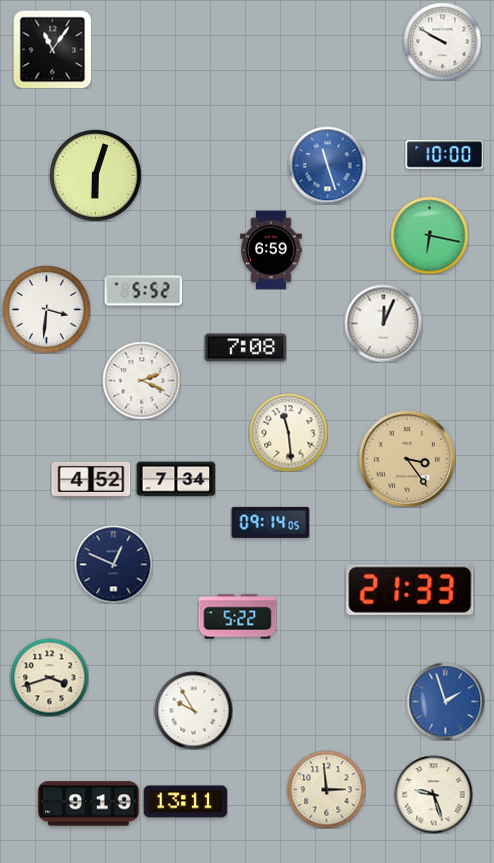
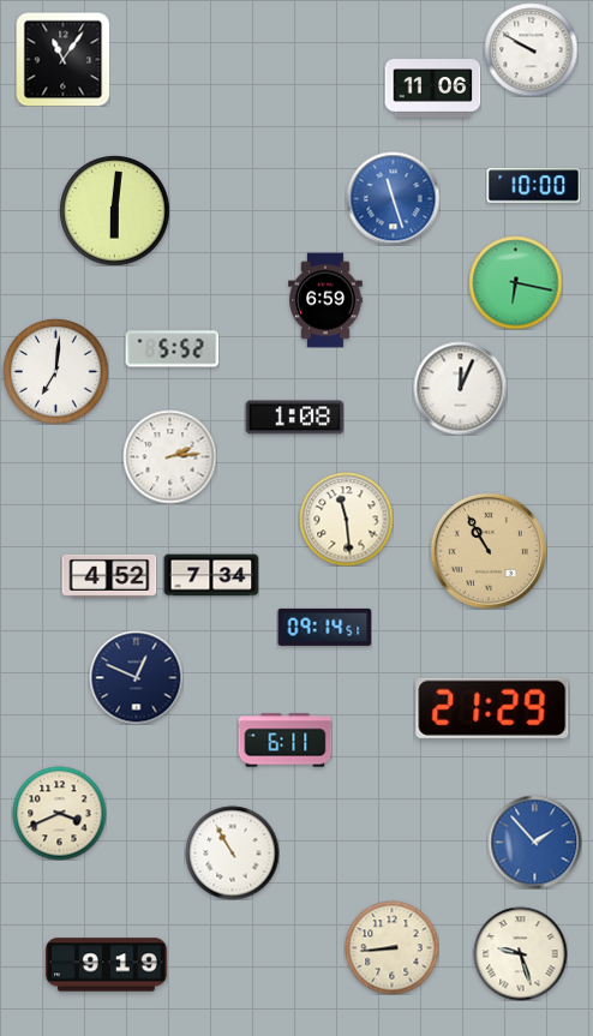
clock at (432, 89): none -> 11:06
clock at (96, 176): 6:03 -> 6:01
clock at (46, 309): 3:31 -> 7:01
clock at (245, 348): 7:08 -> 1:08
clock at (141, 380): 2:19 -> 2:14
clock at (407, 459): 3:24 -> 10:55
clock at (270, 522): 09:14:05 -> 09:14:51
clock at (410, 590): 21:33 -> 21:29
clock at (237, 617): 5:22 -> 6:11
clock at (49, 677): 3:42 -> 3:41
clock at (445, 701): 1:57 -> 1:53
clock at (193, 710): 9:55 -> 10:55
clock at (326, 789): 2:59 -> 8:44
clock at (185, 802): 13:11 -> none
